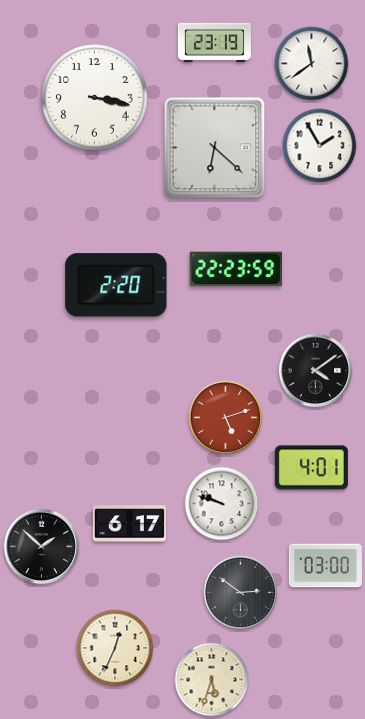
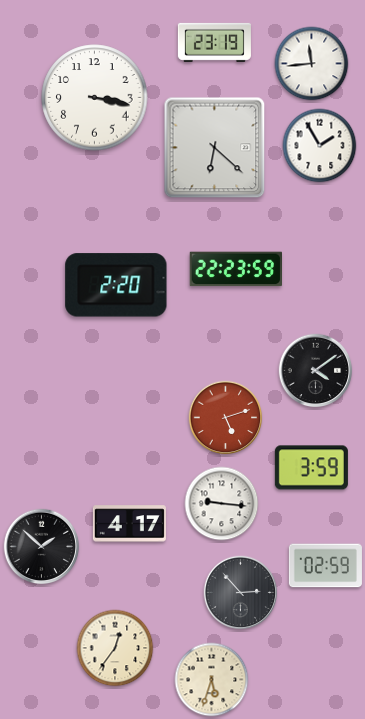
clock at (312, 64): 11:39 -> 11:44
clock at (311, 468): 4:01 -> 3:59
clock at (222, 504): 9:48 -> 9:16
clock at (129, 524): 6:17 -> 4:17
clock at (325, 566): 03:00 -> 02:59
clock at (241, 593): 2:51 -> 2:53
clock at (115, 648): 12:34 -> 12:36
